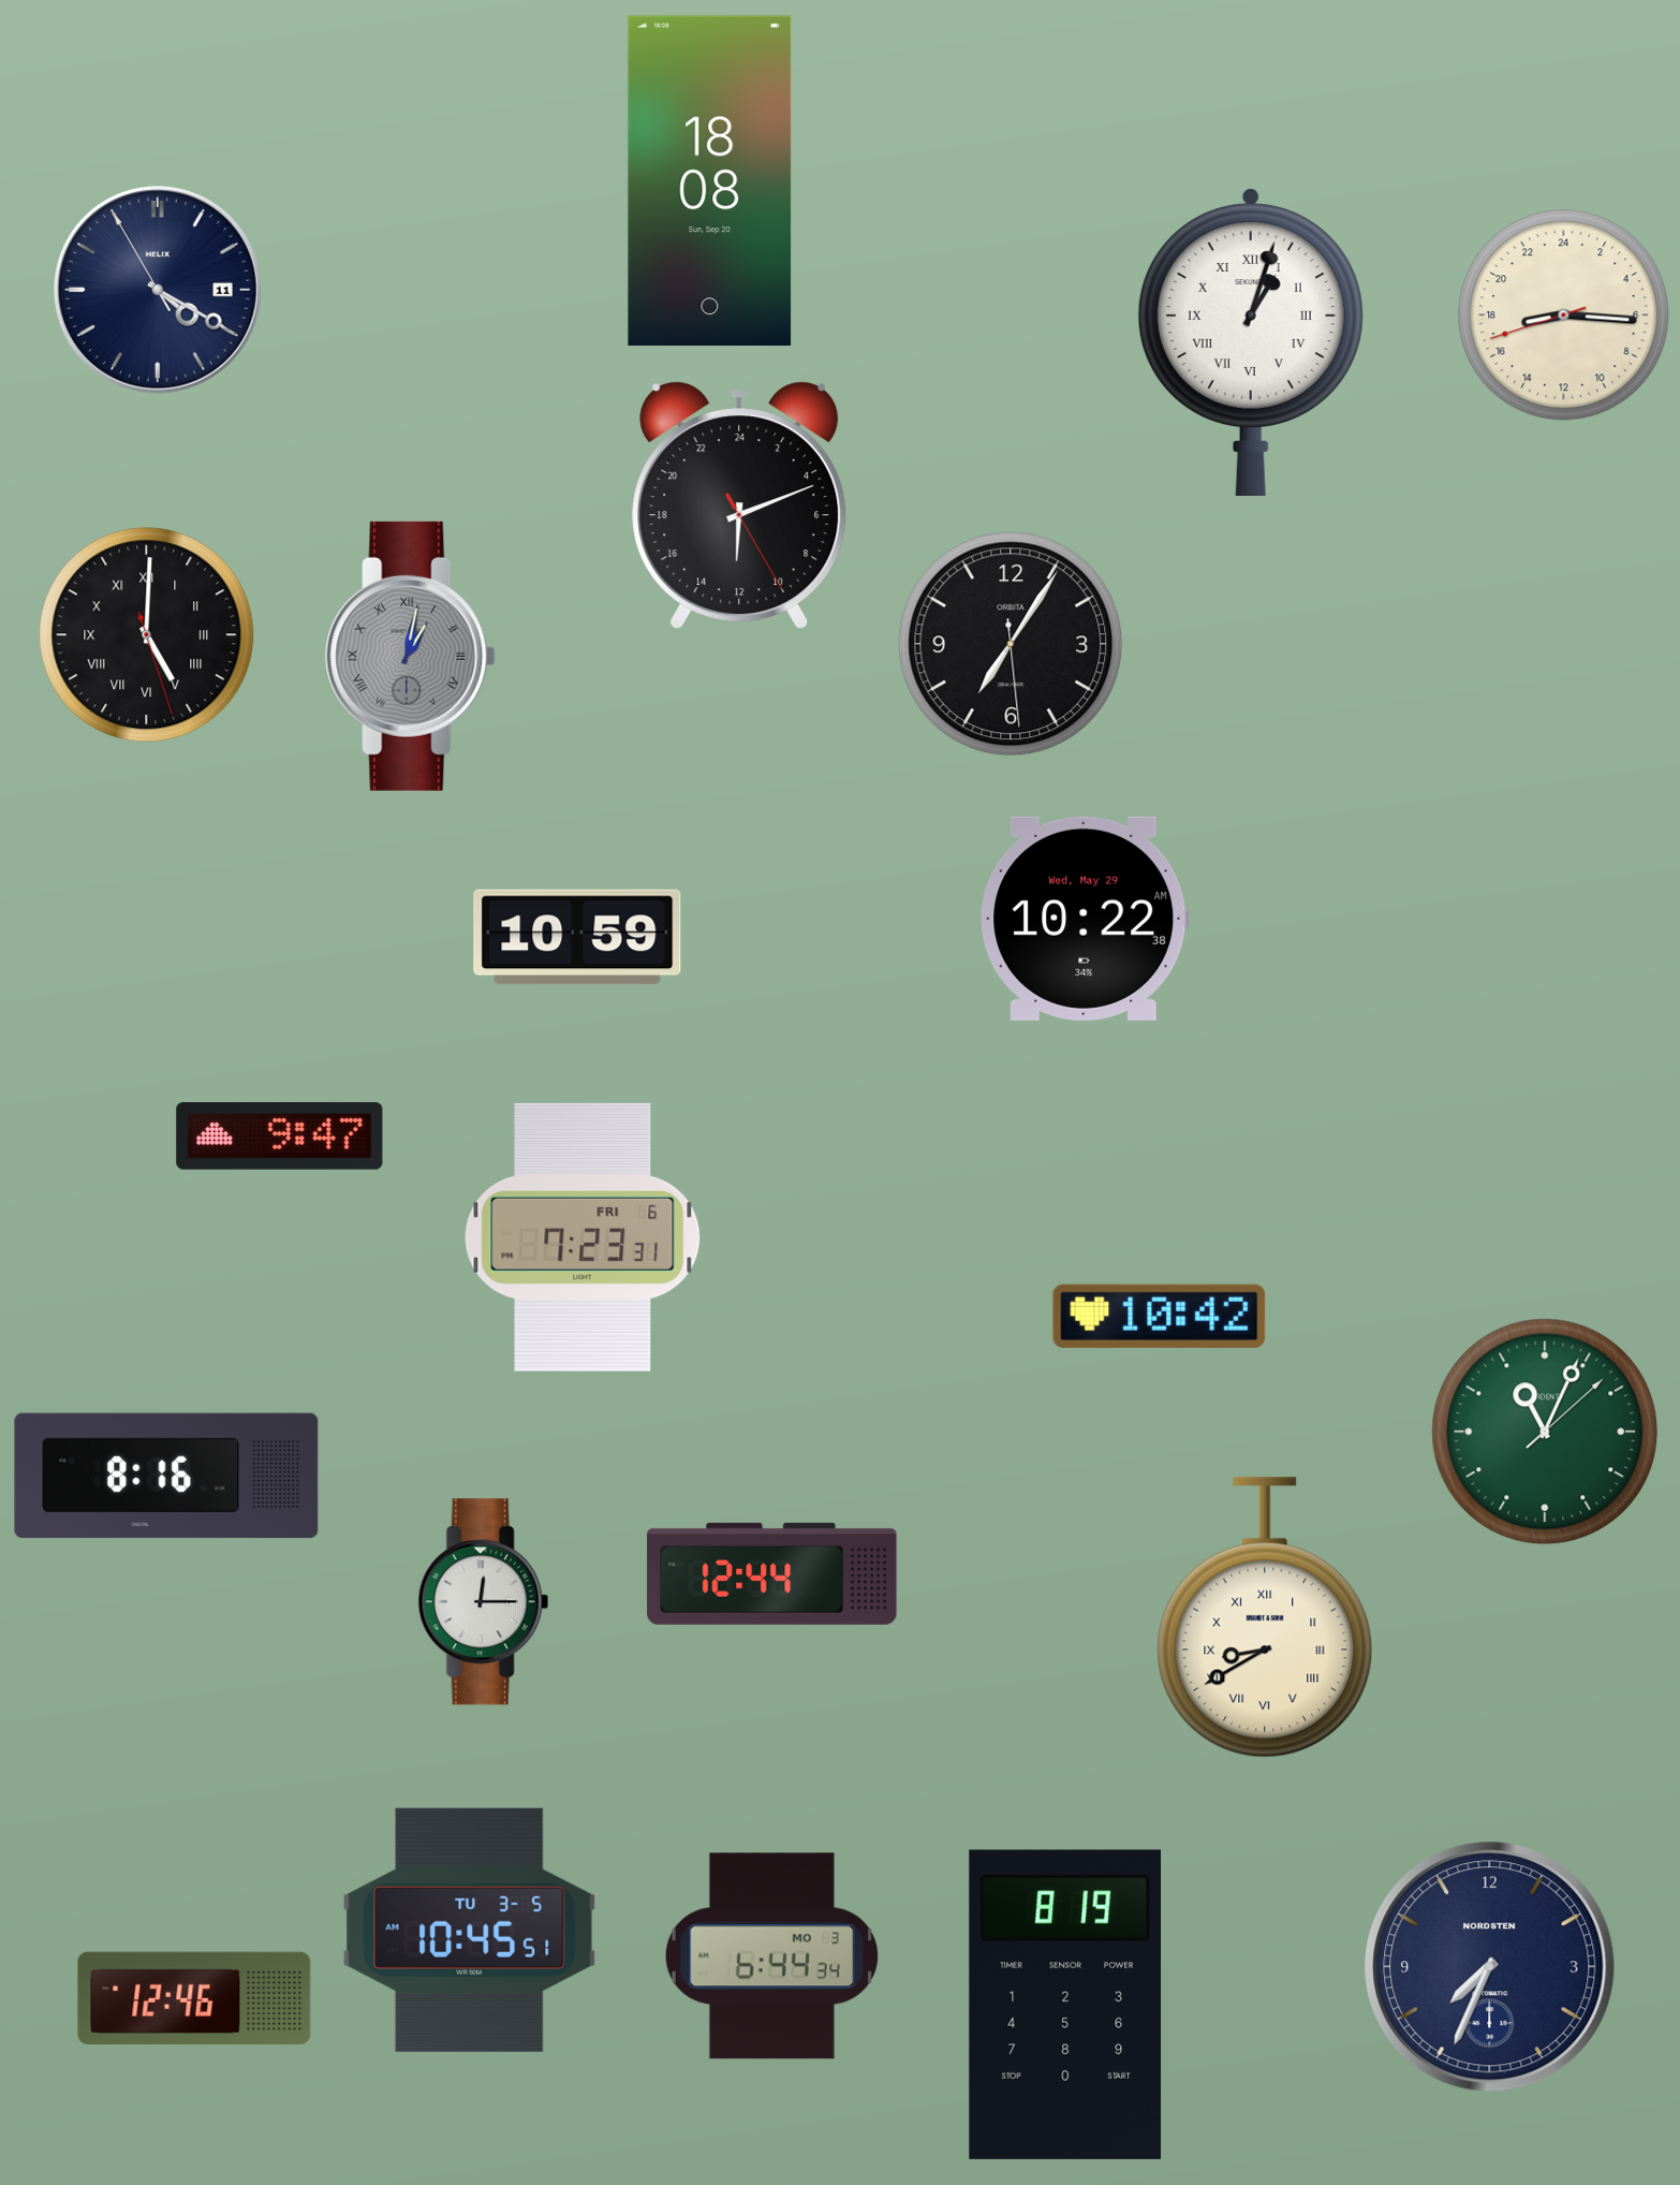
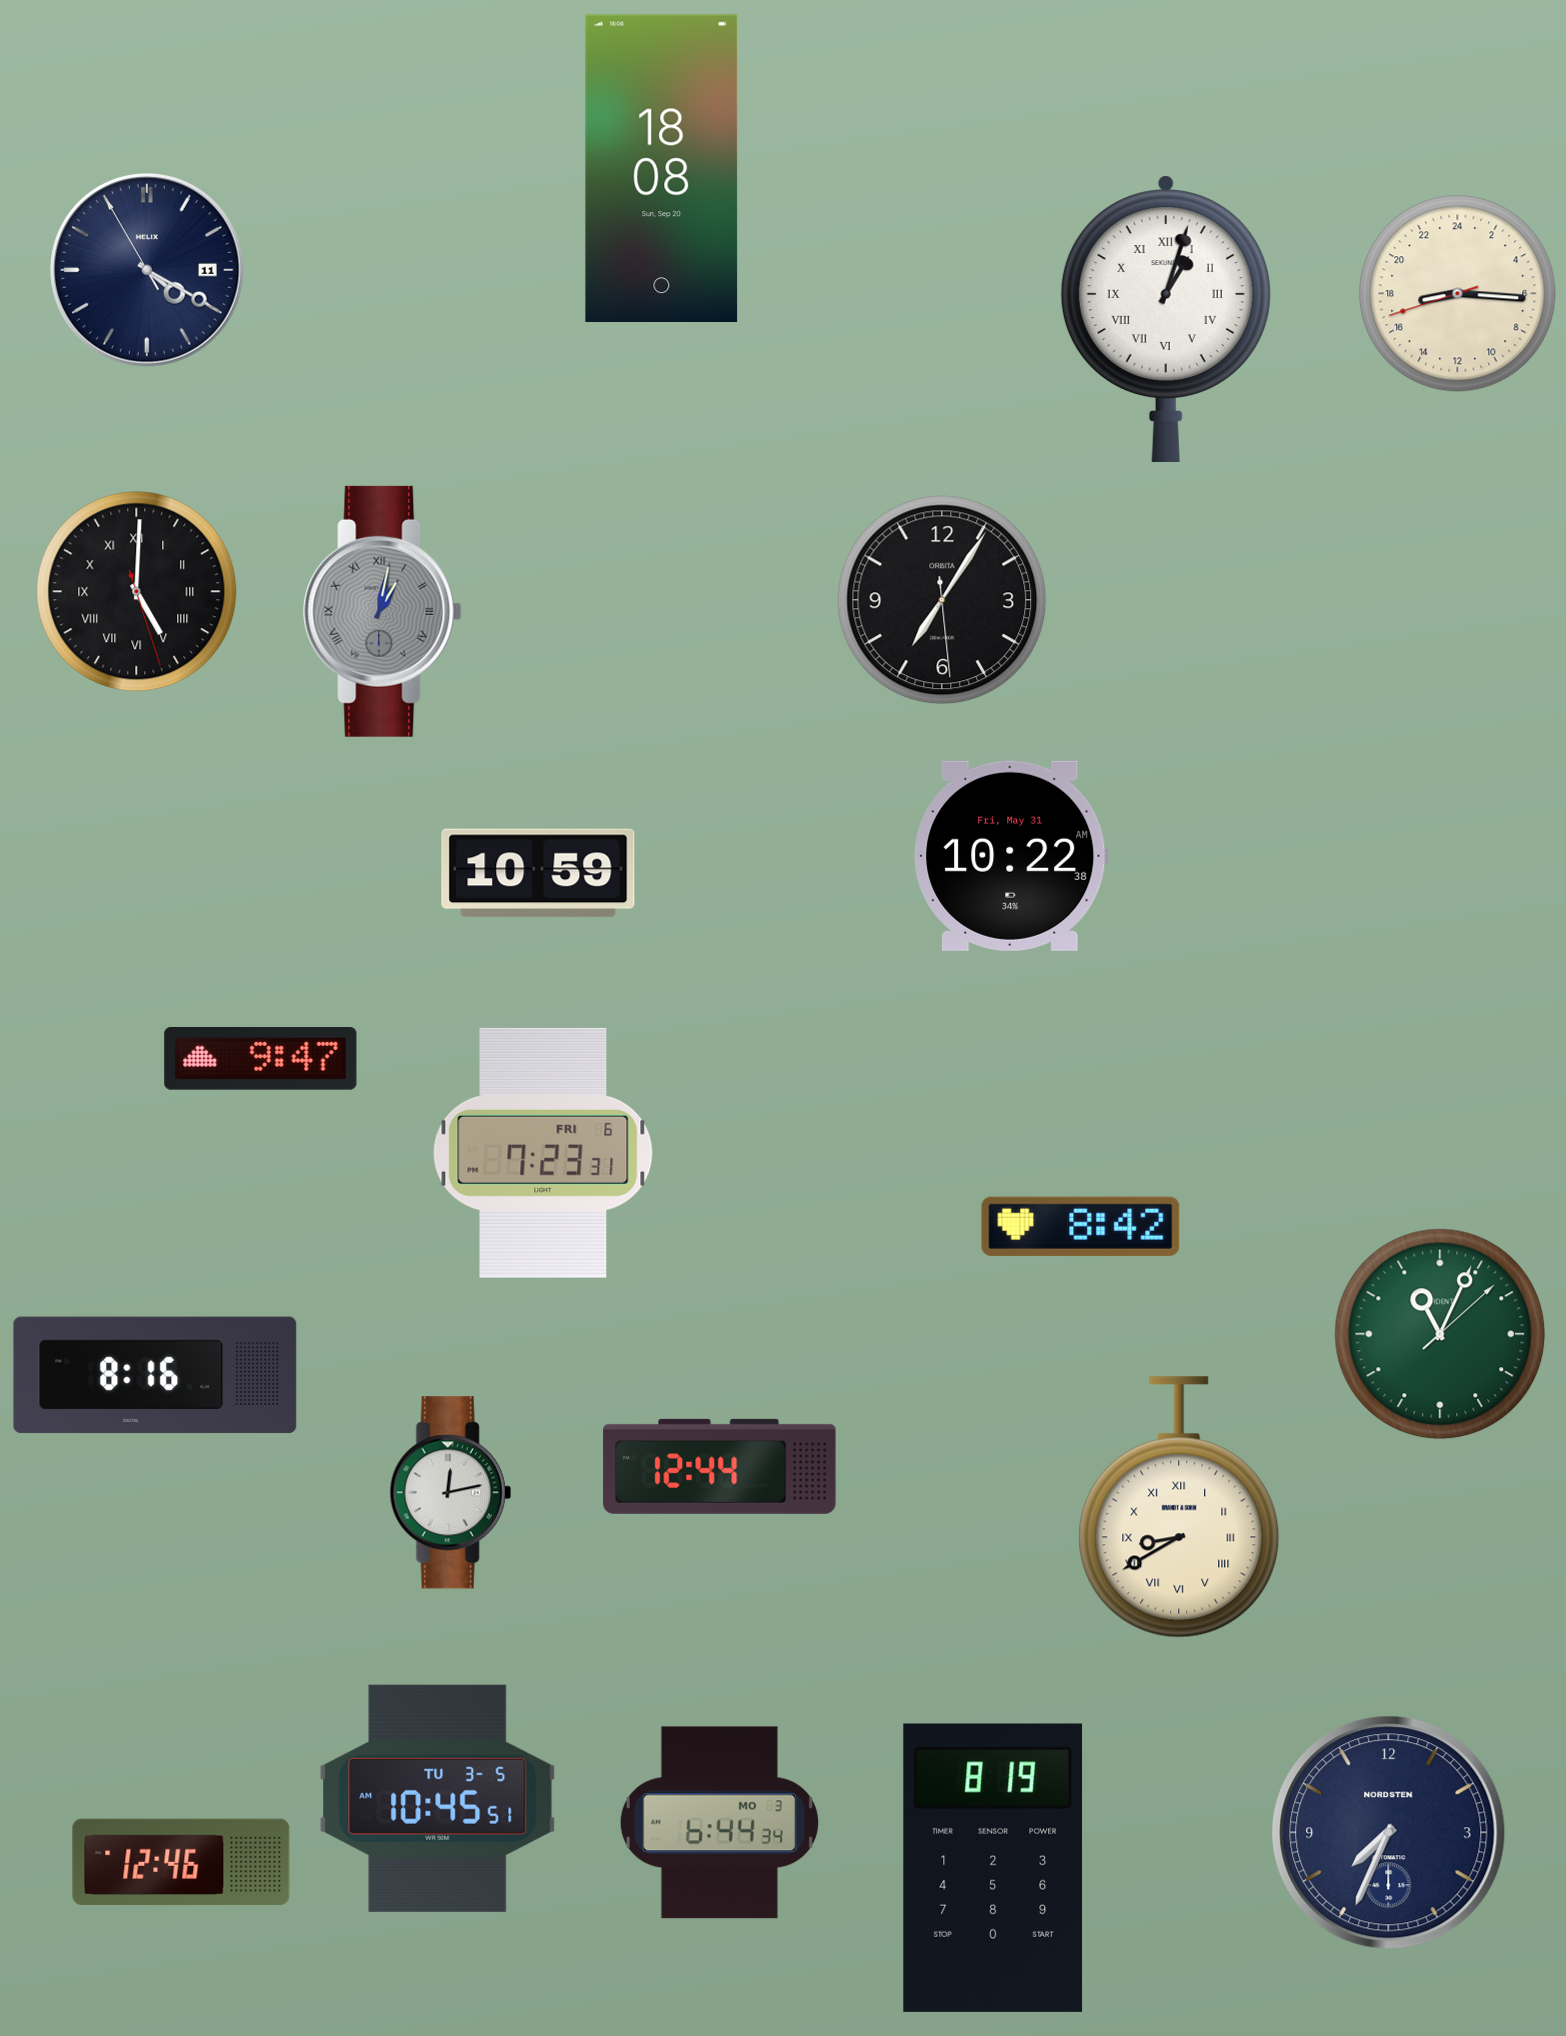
clock at (739, 505): 12:11 -> none
clock at (1085, 919) date: Wed, May 29 -> Fri, May 31
clock at (1160, 1316): 10:42 -> 8:42
clock at (483, 1602): 12:15 -> 12:13
